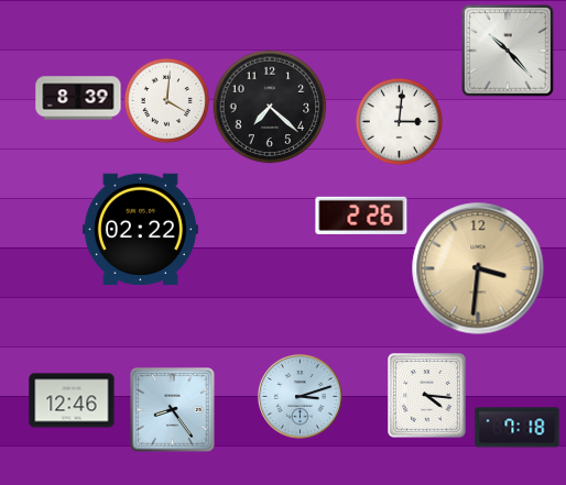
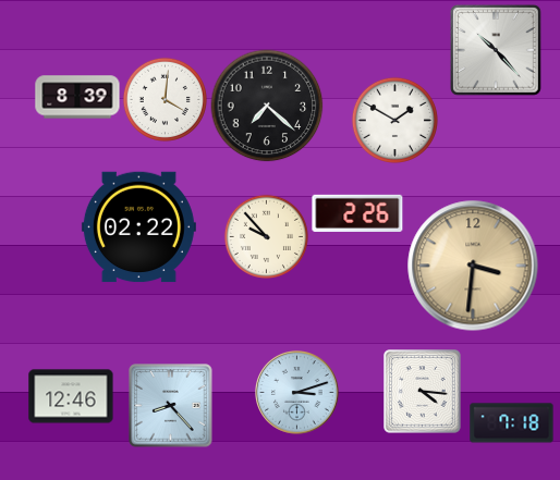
clock at (508, 51) position: (508, 51) -> (496, 50)
clock at (399, 121): 3:01 -> 1:50
clock at (266, 236): none -> 9:53
clock at (173, 410): 8:24 -> 8:23
